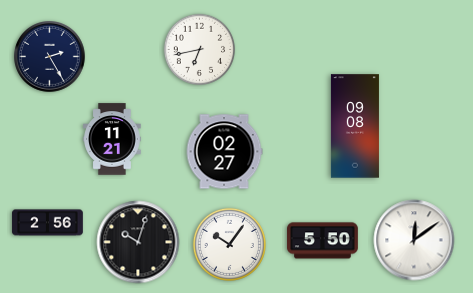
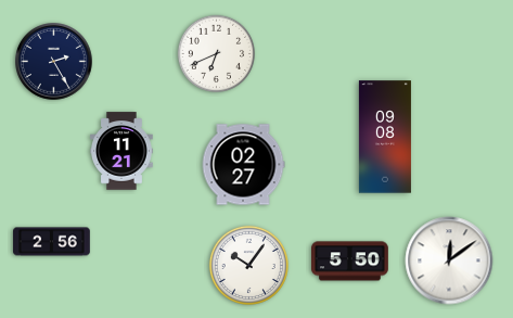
clock at (200, 50): 6:43 -> 6:41
clock at (138, 242): 10:03 -> none
